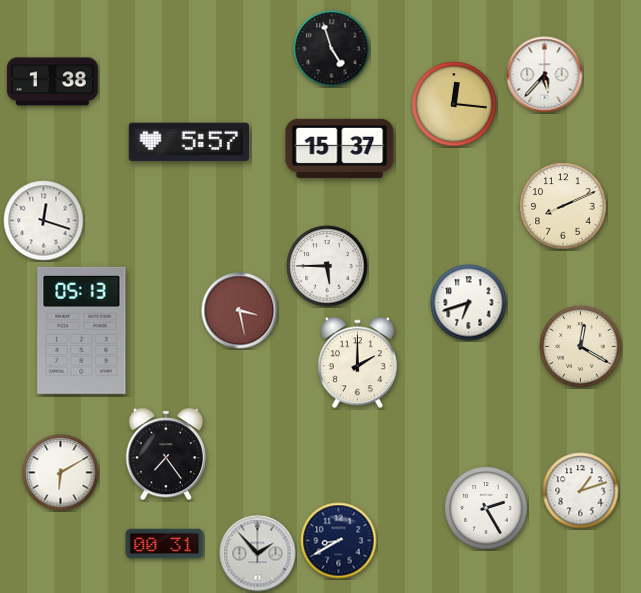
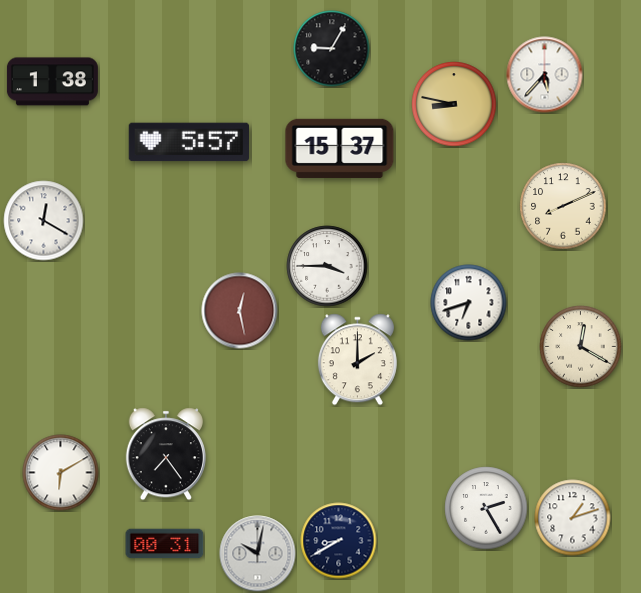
clock at (332, 49): 4:57 -> 9:05
clock at (454, 104): 12:16 -> 8:47
clock at (44, 221): 12:18 -> 12:20
clock at (327, 266): 5:45 -> 3:45
clock at (240, 311): 3:28 -> 12:28
clock at (82, 330): 05:13 -> none
clock at (357, 363) position: (357, 363) -> (357, 360)
clock at (581, 491) position: (581, 491) -> (573, 518)
clock at (258, 554): 1:53 -> 10:02
